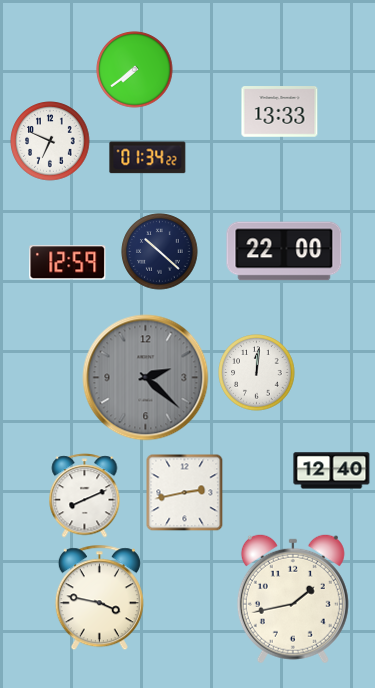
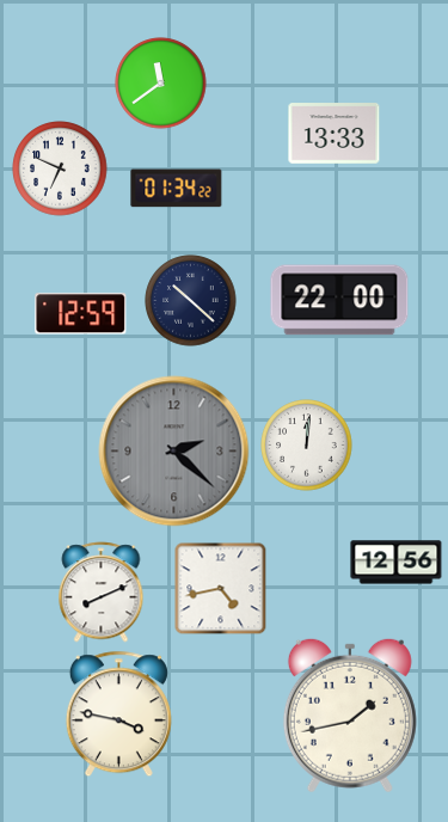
clock at (135, 70): 7:39 -> 11:39
clock at (332, 471): 12:40 -> 12:56
clock at (184, 492): 2:43 -> 4:43
